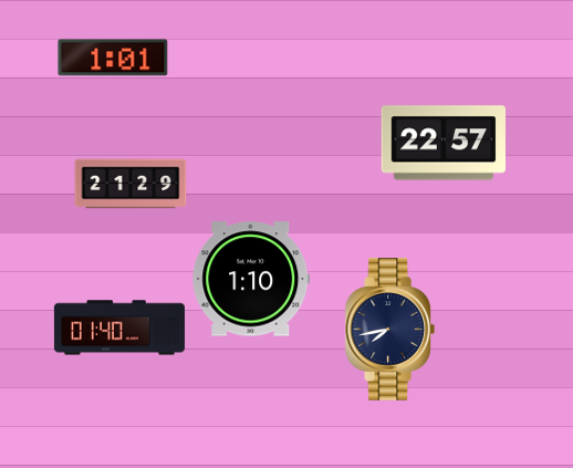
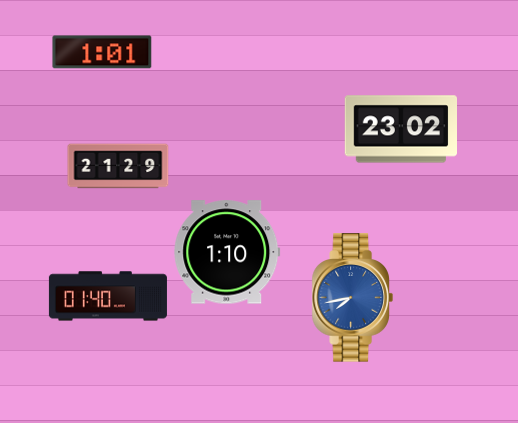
clock at (442, 143): 22:57 -> 23:02
clock at (389, 330) dial: navy -> blue
